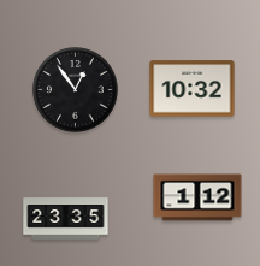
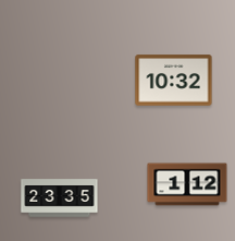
clock at (76, 90): 12:54 -> none
clock at (197, 197) position: (197, 197) -> (187, 184)
